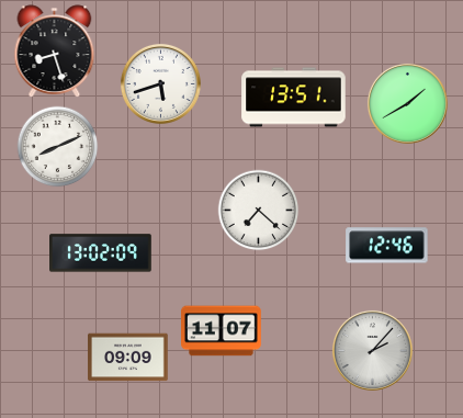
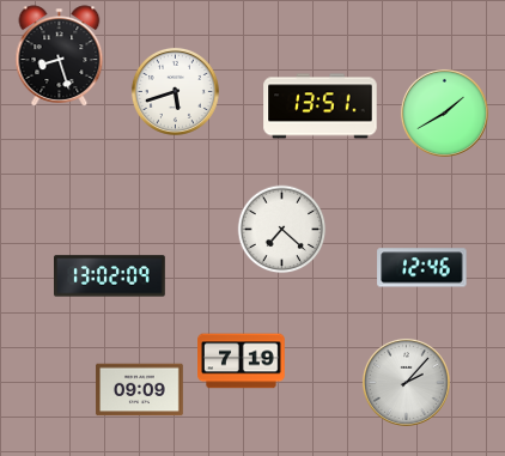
clock at (58, 147): 8:11 -> none
clock at (222, 331): 11:07 -> 7:19
